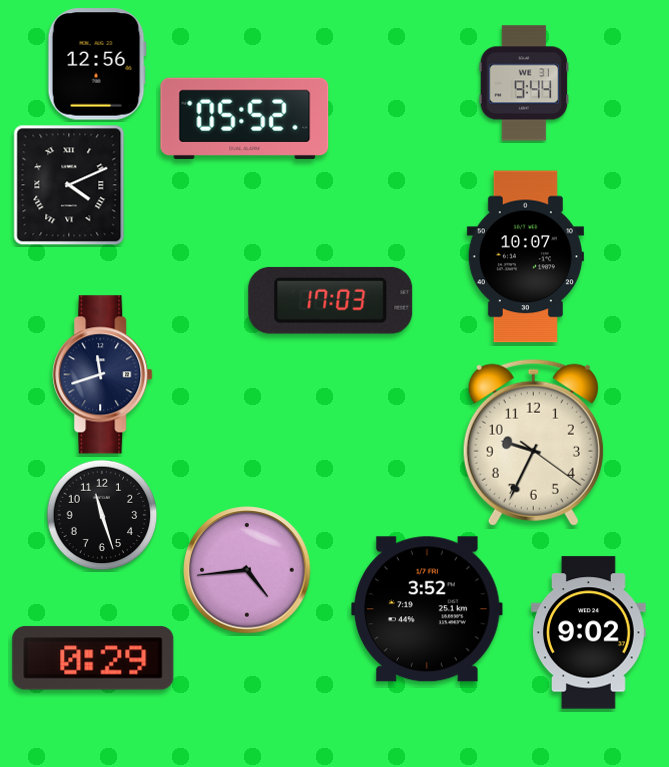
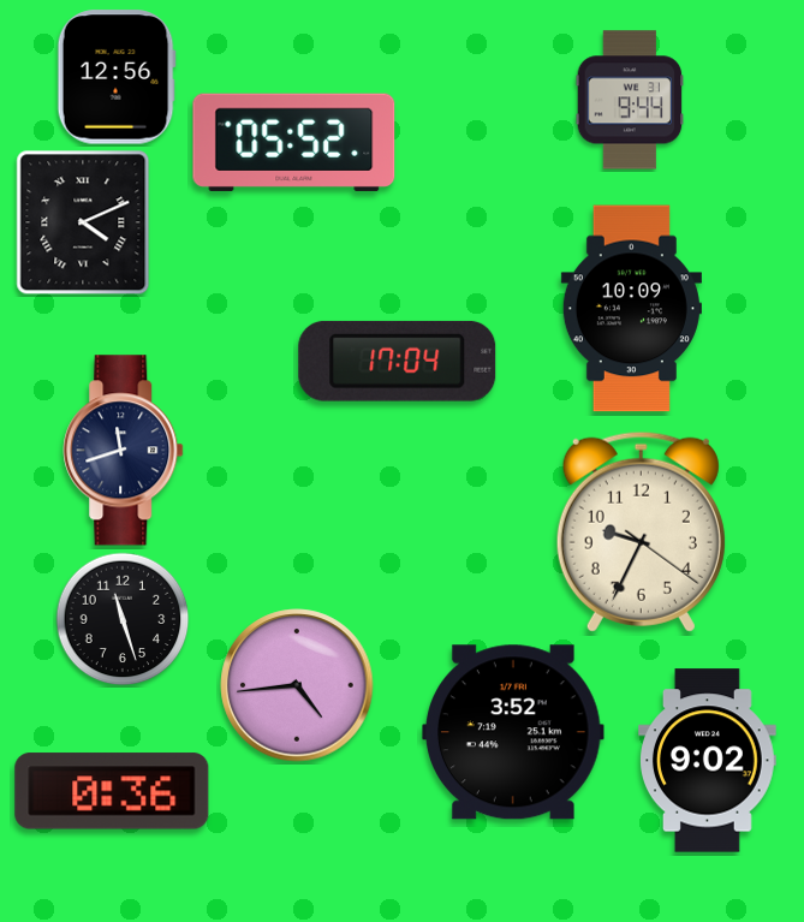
clock at (525, 257): 10:07 -> 10:09
clock at (331, 300): 17:03 -> 17:04
clock at (93, 658): 0:29 -> 0:36
